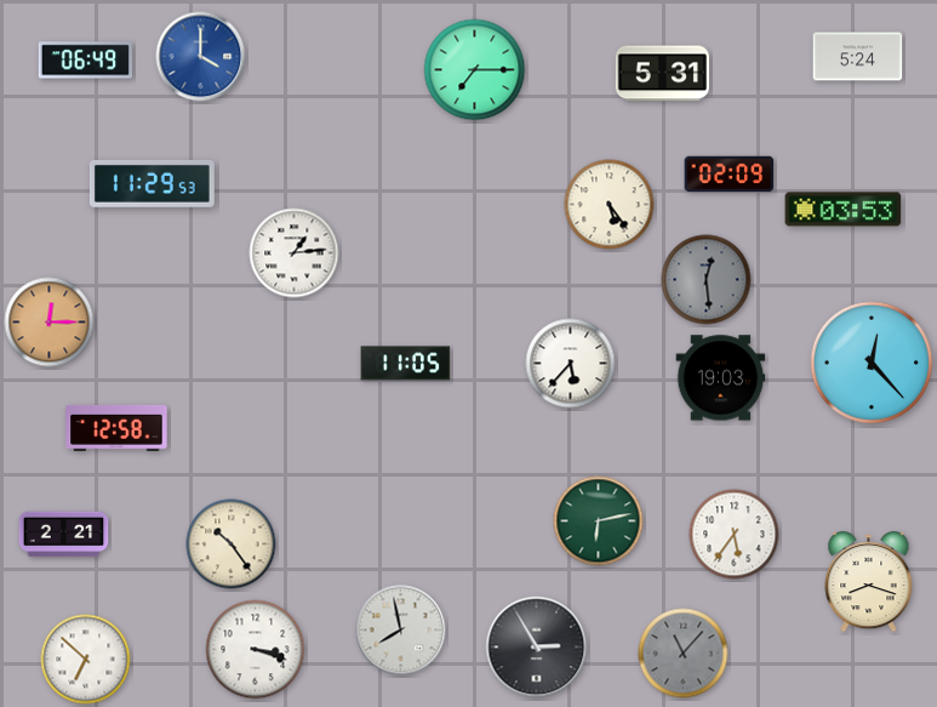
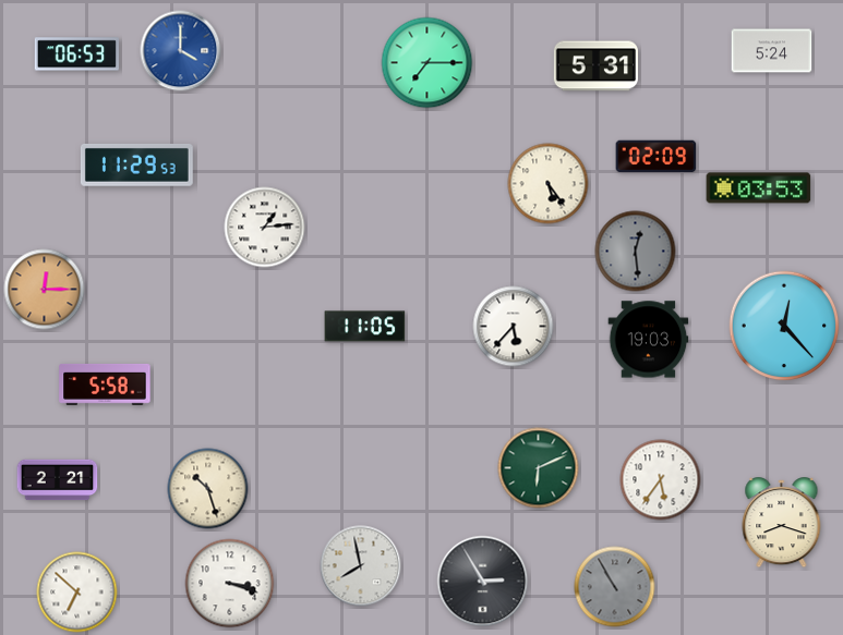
clock at (85, 61): 06:49 -> 06:53
clock at (116, 428): 12:58 -> 5:58
clock at (599, 521): 6:13 -> 6:11
clock at (232, 544): 10:24 -> 10:27
clock at (684, 654): 11:07 -> 10:55
